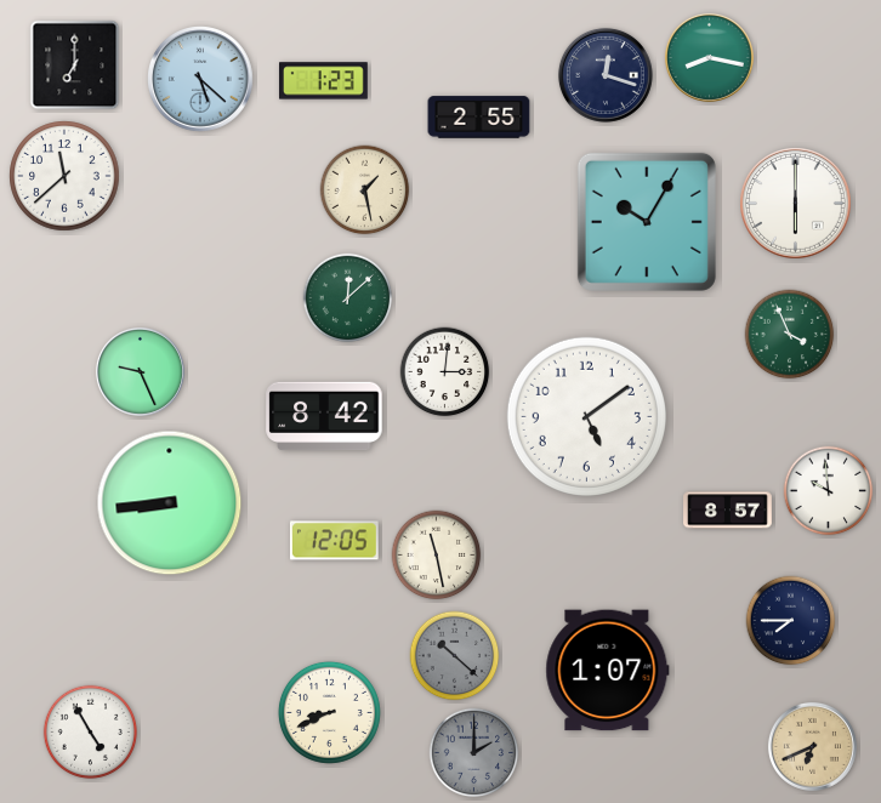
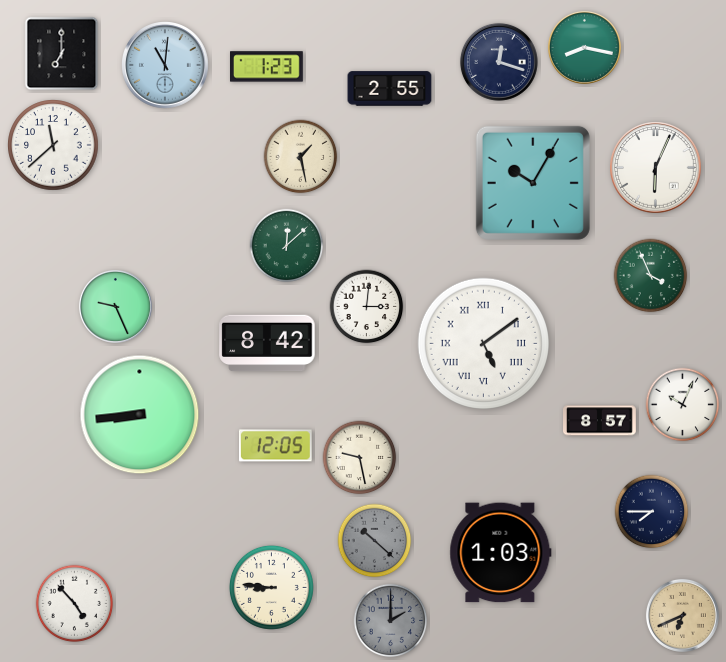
clock at (201, 80): 5:22 -> 11:01
clock at (479, 118) position: (479, 118) -> (390, 89)
clock at (796, 204): 6:00 -> 6:04
clock at (586, 416) numerals: Arabic -> Roman
clock at (829, 491): 9:59 -> 10:04
clock at (437, 556): 11:28 -> 9:28
clock at (608, 671): 1:07 -> 1:03
clock at (329, 712): 8:41 -> 8:46
clock at (91, 733): 4:55 -> 4:53
clock at (812, 746) position: (812, 746) -> (682, 615)
